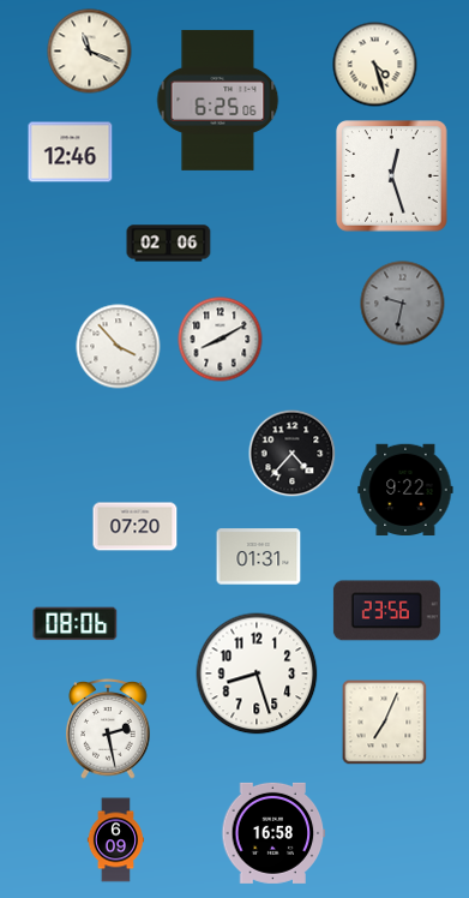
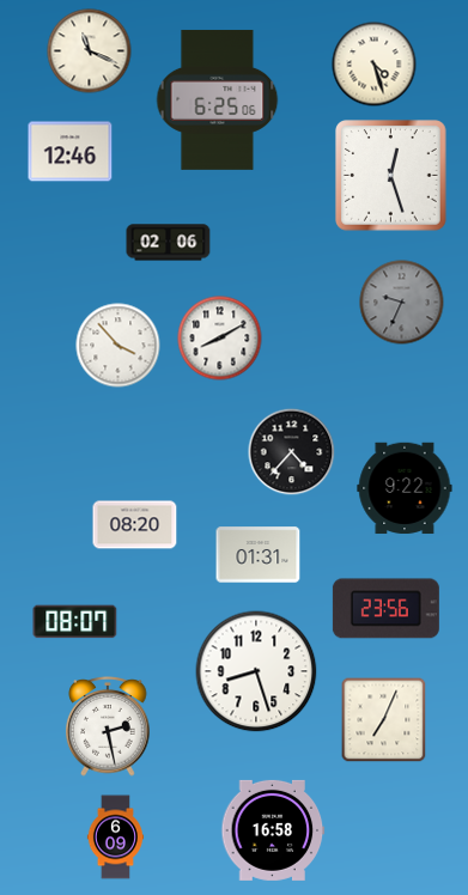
clock at (403, 304): 9:32 -> 9:34
clock at (136, 527): 07:20 -> 08:20
clock at (76, 624): 08:06 -> 08:07
